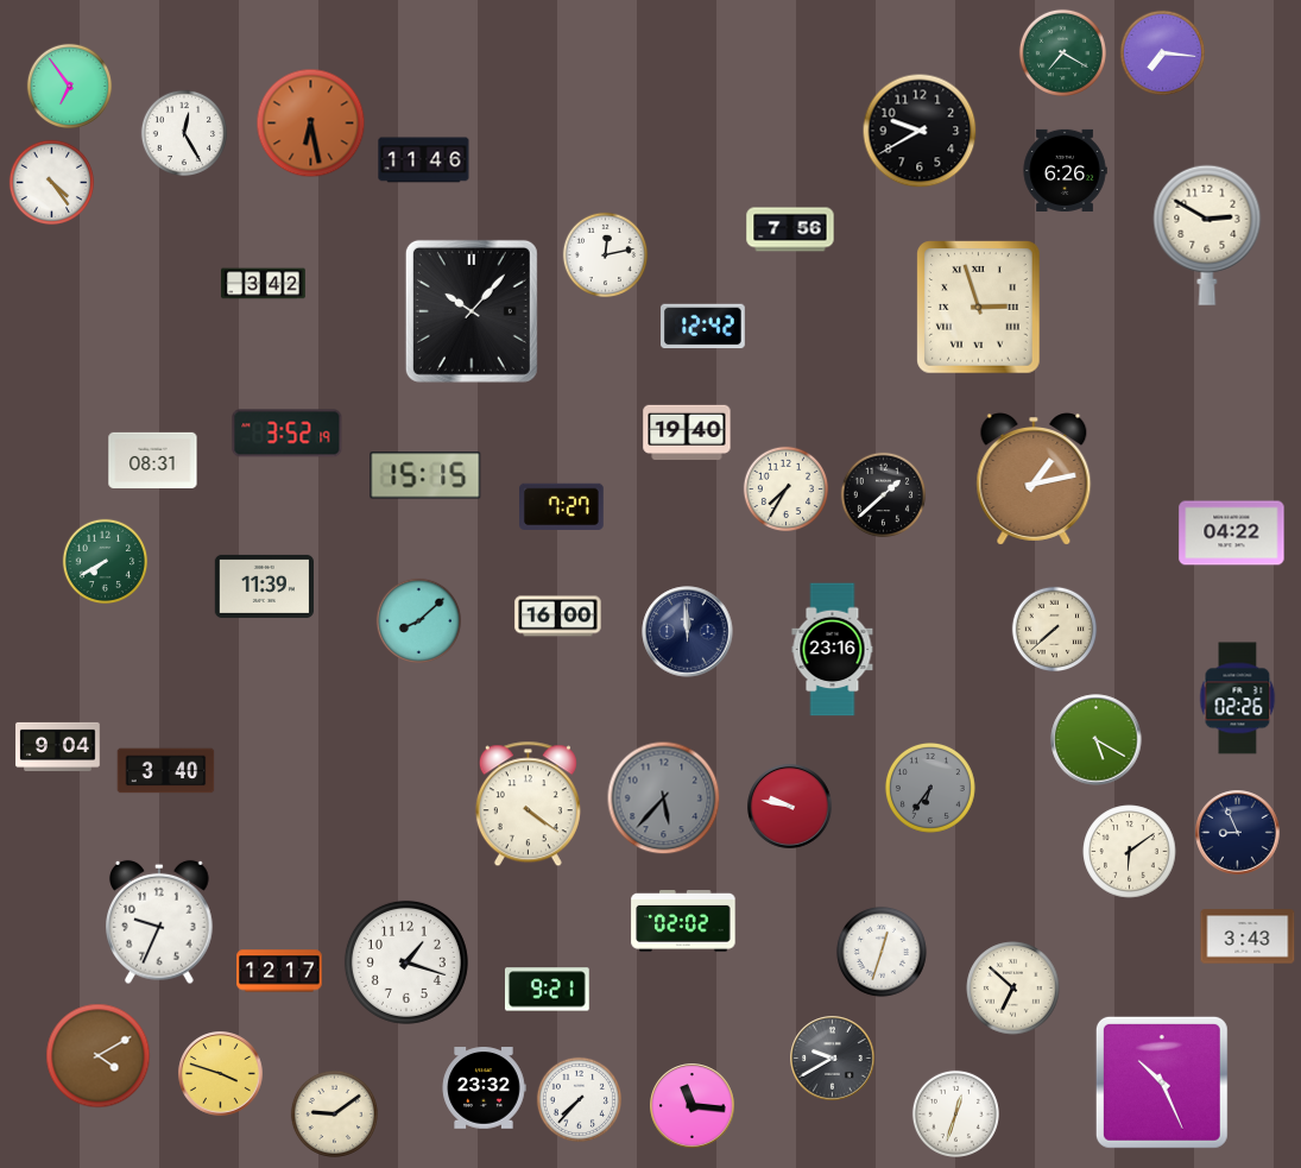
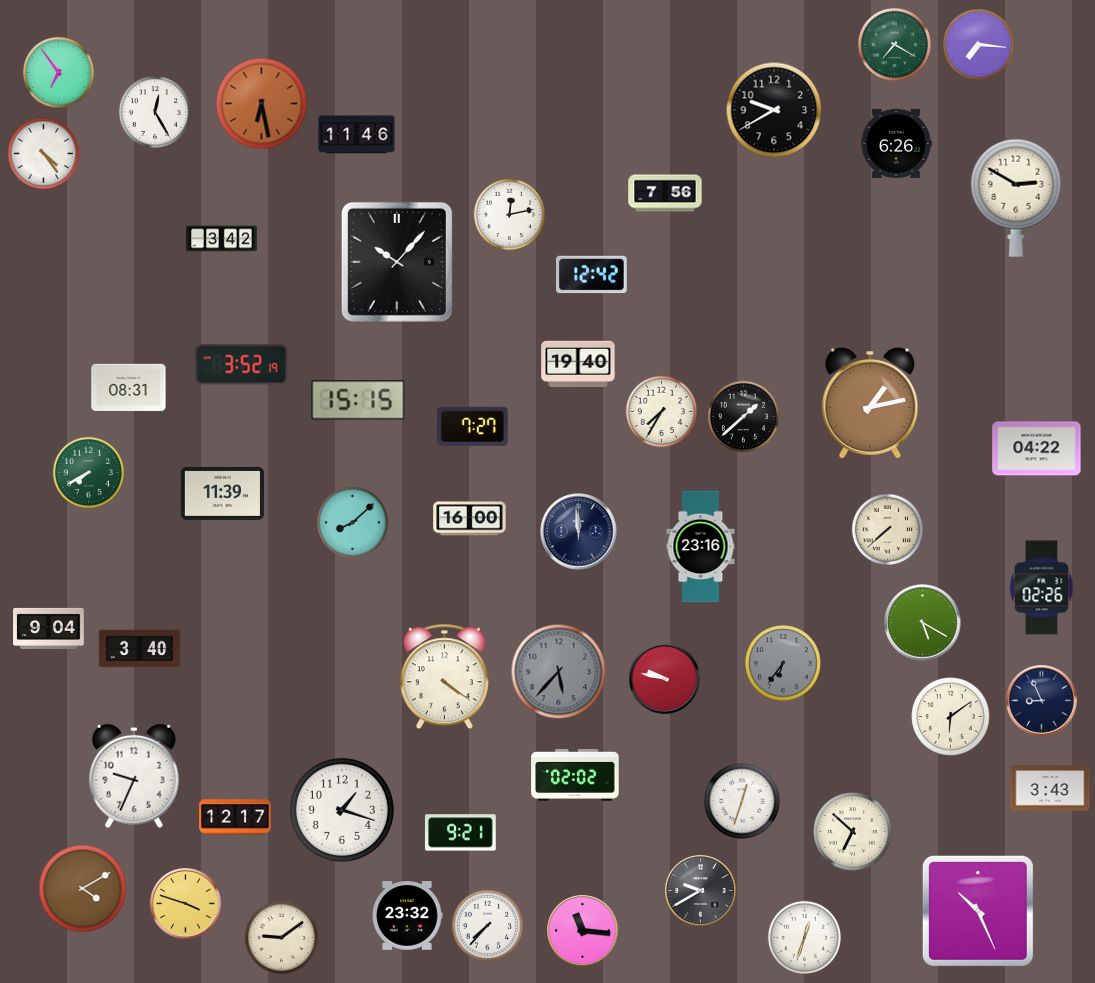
clock at (979, 308): 2:57 -> none
